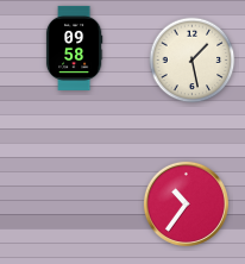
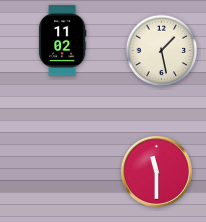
clock at (74, 48): 09:58 -> 11:02
clock at (186, 203): 10:36 -> 11:30
